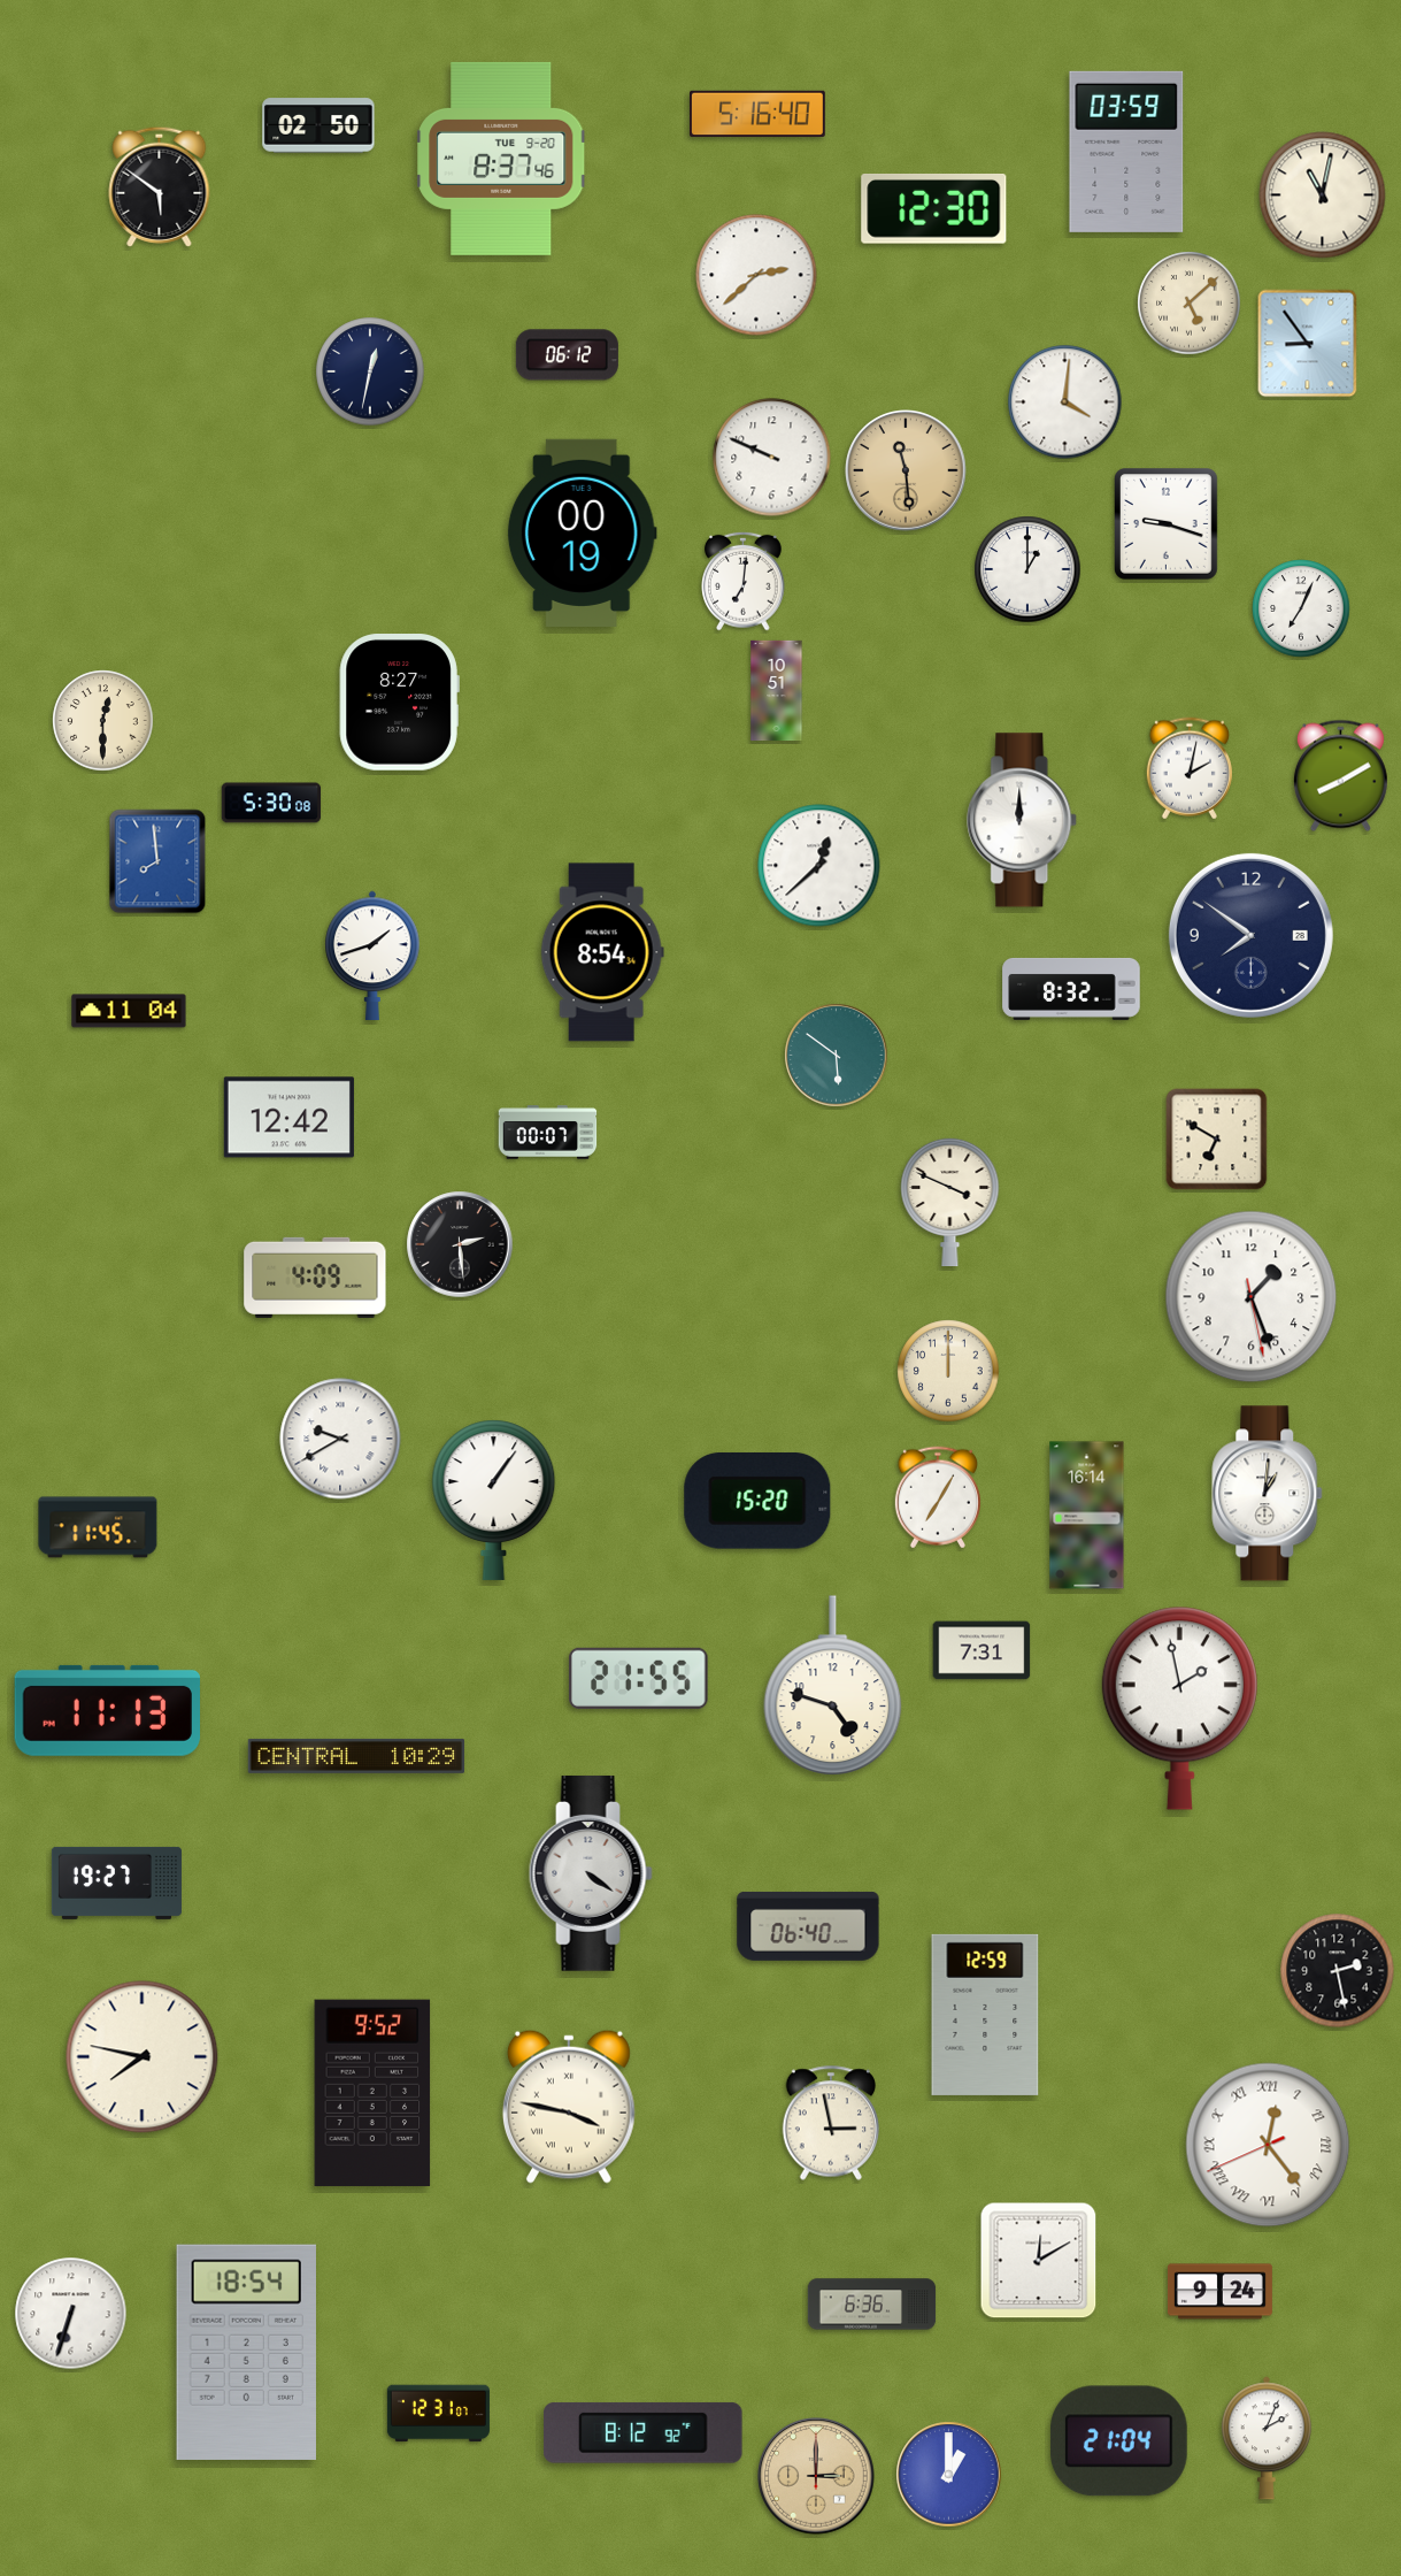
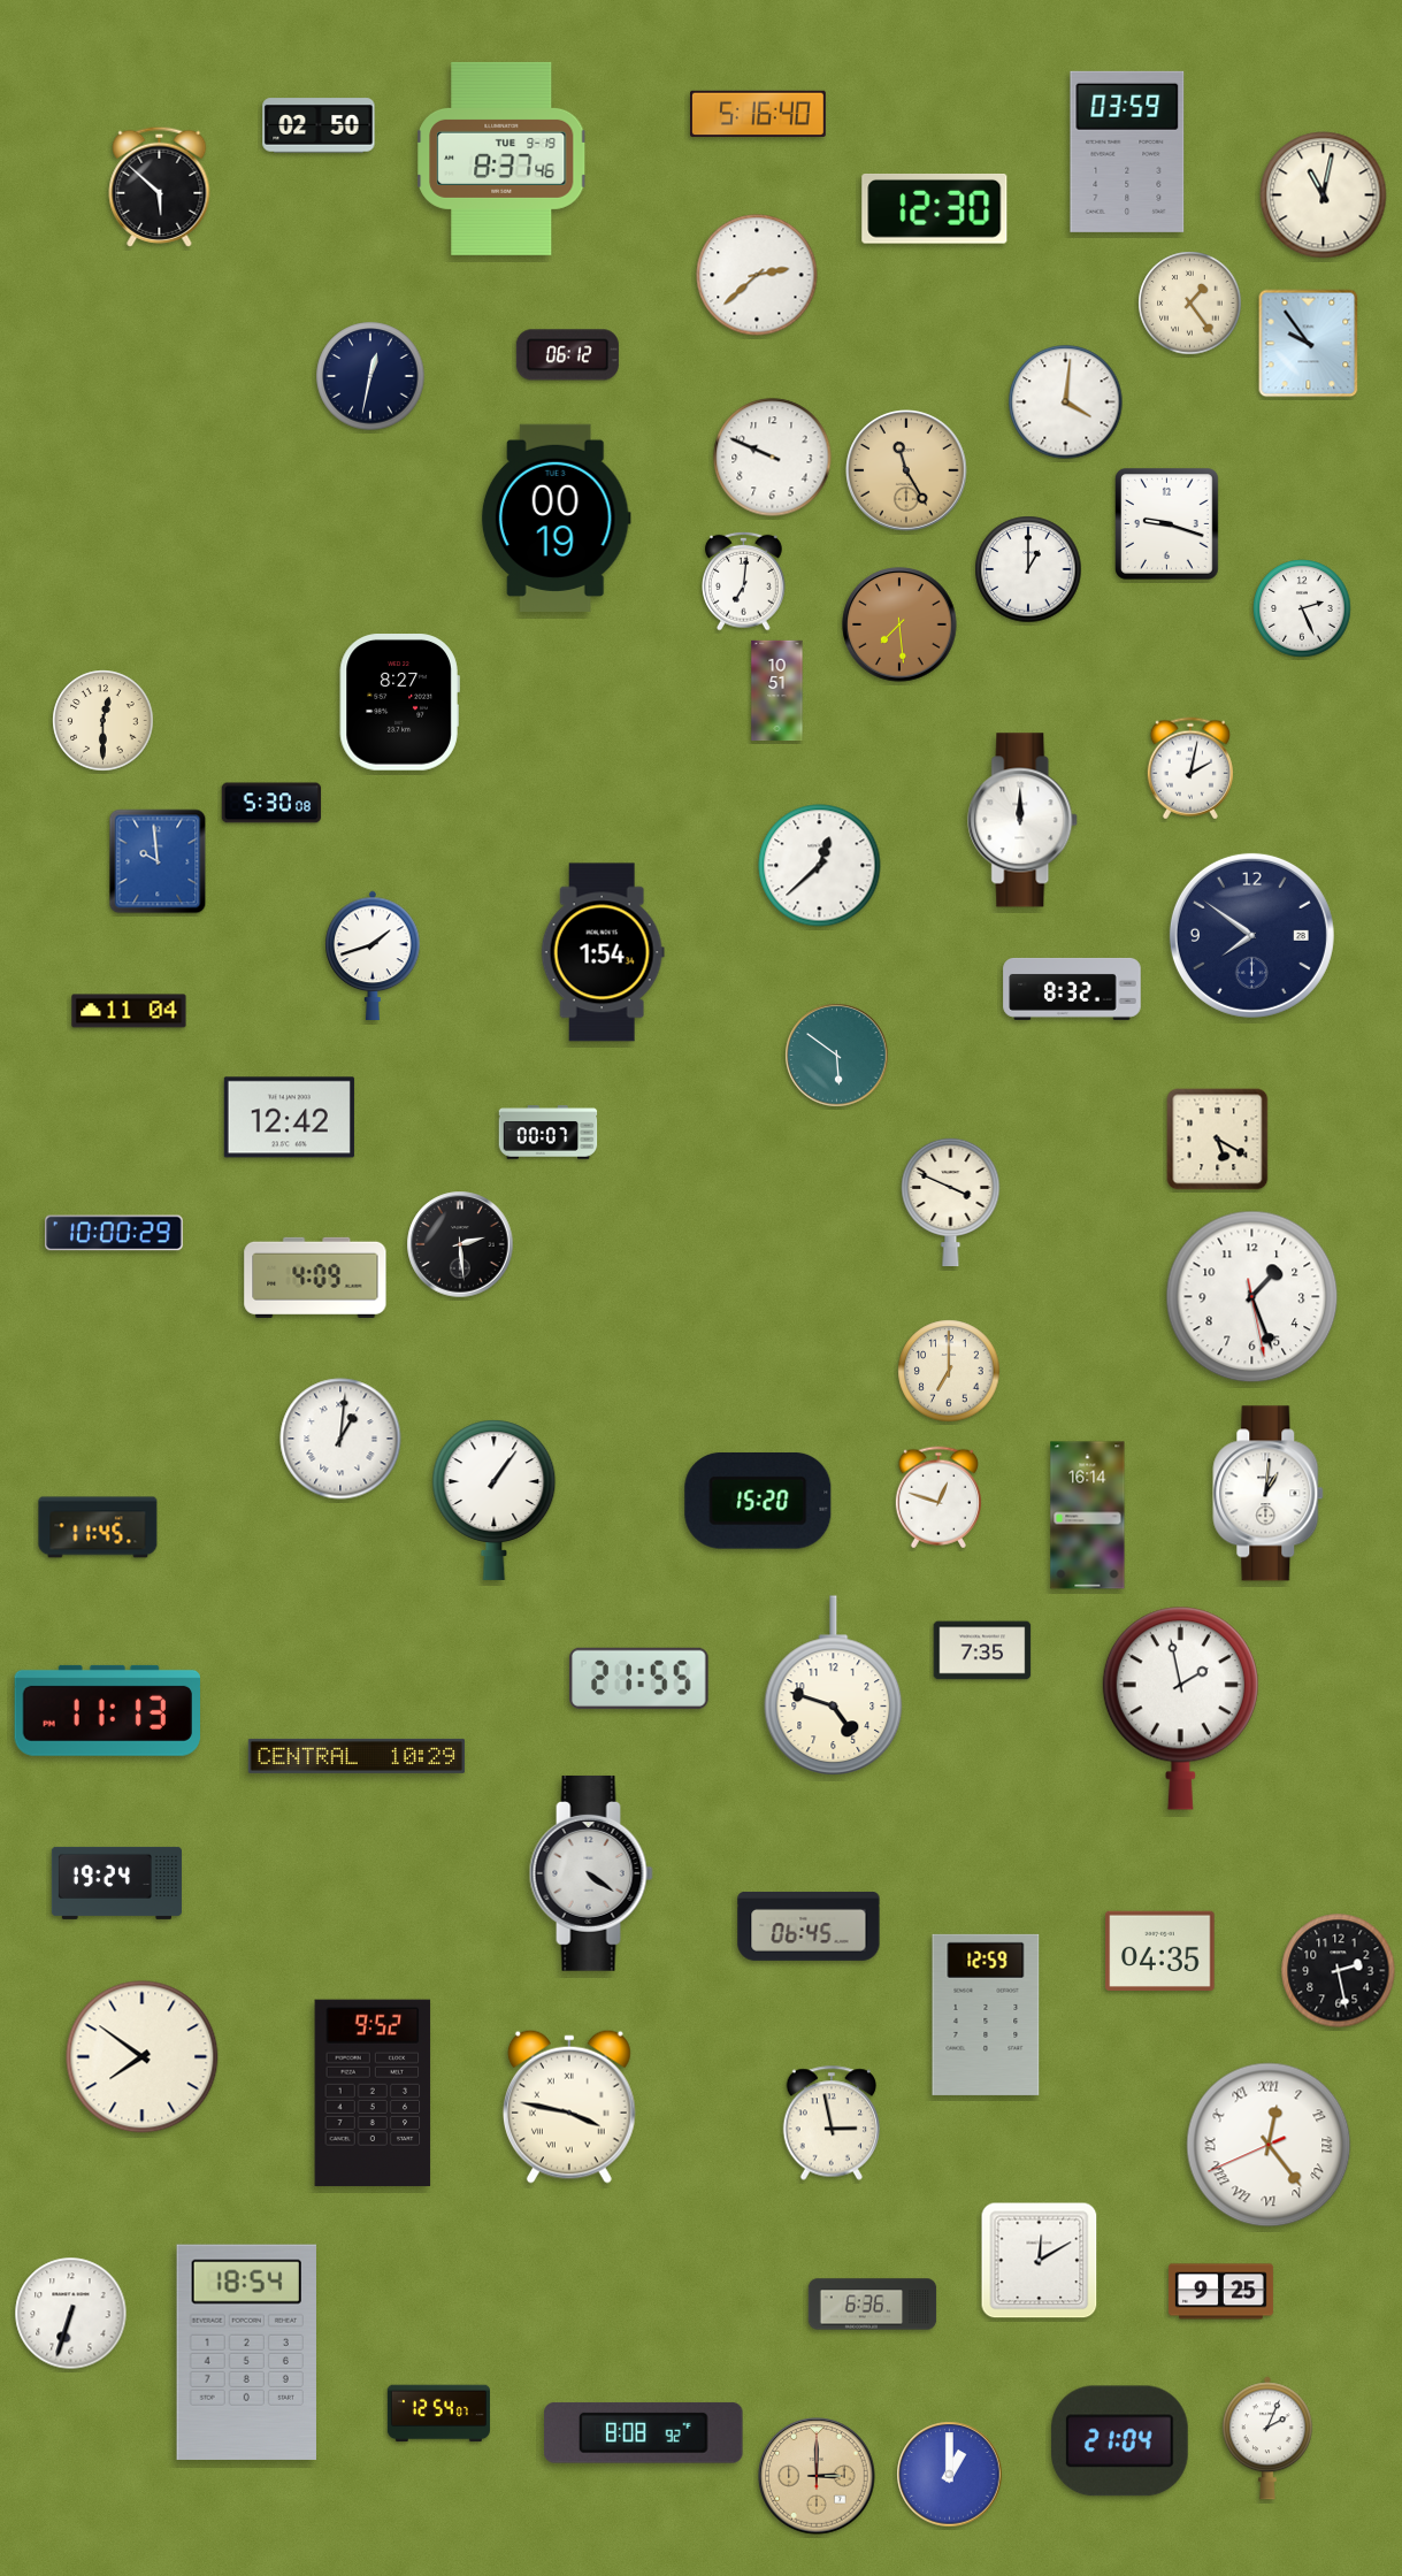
clock at (501, 159) date: TUE 9-20 -> TUE 9-19
clock at (160, 186): 5:51 -> 5:52
clock at (1190, 304): 5:08 -> 1:24
clock at (1308, 344): 8:54 -> 9:54
clock at (370, 371) position: (370, 371) -> (370, 376)
clock at (906, 470): 11:29 -> 11:25
clock at (582, 532) position: (582, 532) -> (556, 517)
clock at (1301, 608): 7:04 -> 2:26
clock at (899, 624): none -> 7:29
clock at (1340, 776): 8:10 -> none
clock at (157, 861): 7:59 -> 9:59
clock at (602, 952): 8:54 -> 1:54
clock at (1217, 1140): 6:50 -> 5:20
clock at (114, 1233): none -> 10:00
clock at (948, 1371): 12:00 -> 7:00
clock at (340, 1439): 9:40 -> 1:01
clock at (938, 1497): 7:05 -> 12:48
clock at (982, 1650): 7:31 -> 7:35
clock at (116, 1883): 19:27 -> 19:24
clock at (808, 1926): 06:40 -> 06:45
clock at (1160, 1950): none -> 04:35
clock at (143, 2057): 7:47 -> 7:51
clock at (1219, 2292): 9:24 -> 9:25
clock at (438, 2414): 12:31 -> 12:54
clock at (644, 2432): 8:12 -> 8:08
